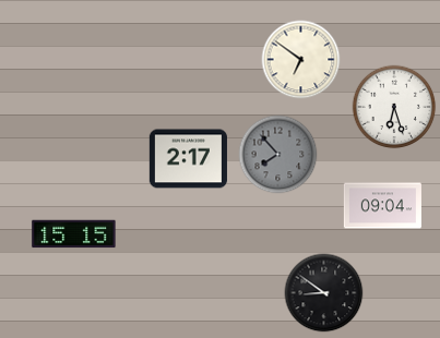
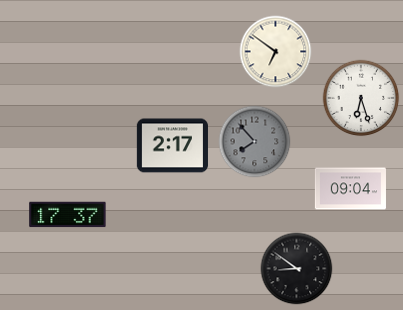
clock at (301, 60) position: (301, 60) -> (276, 52)
clock at (74, 234): 15:15 -> 17:37
